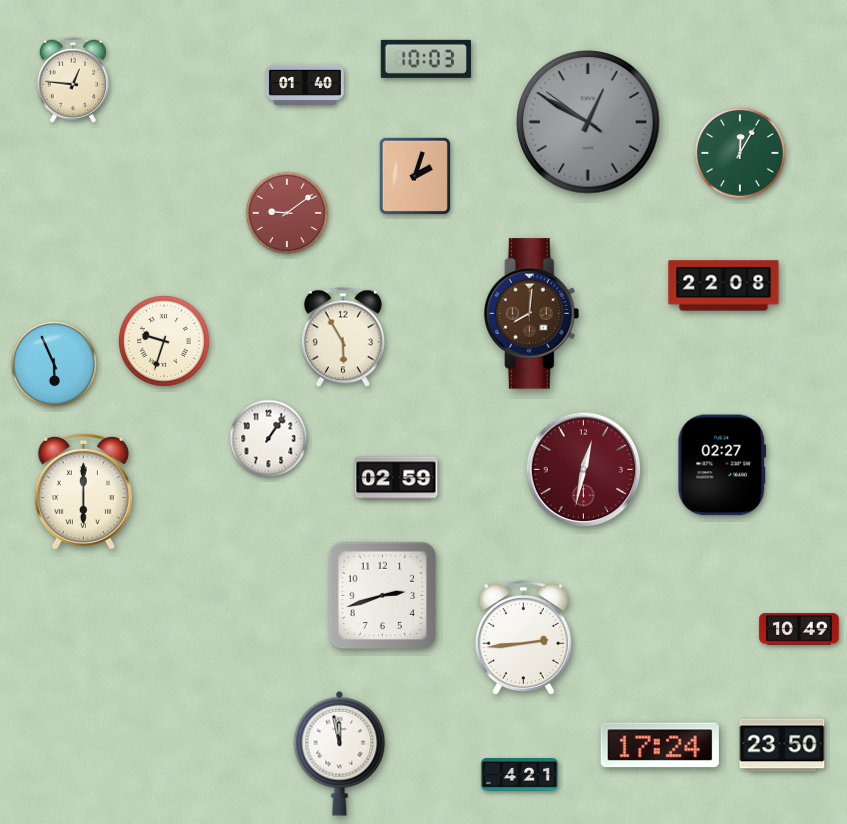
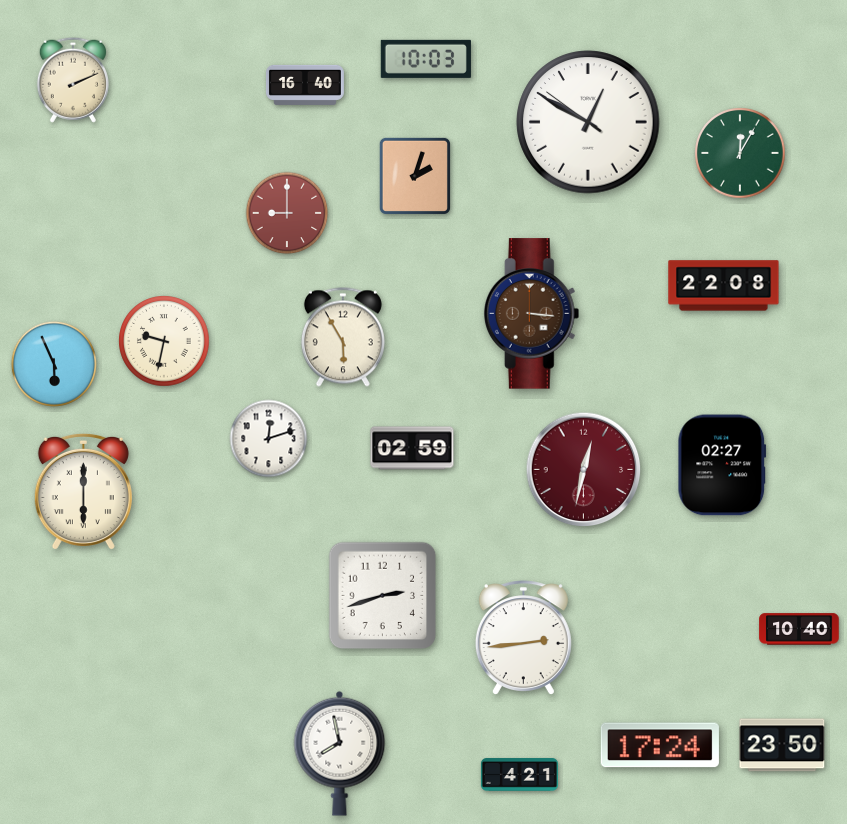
clock at (73, 80): 12:46 -> 2:11
clock at (305, 85): 01:40 -> 16:40
clock at (588, 122) dial: grey -> white
clock at (287, 213): 9:09 -> 9:00
clock at (532, 314): 8:01 -> 3:16
clock at (164, 341): 9:33 -> 9:32
clock at (269, 439): 1:06 -> 12:12
clock at (396, 478) position: (396, 478) -> (412, 448)
clock at (799, 629): 10:49 -> 10:40
clock at (340, 753): 11:58 -> 7:58
